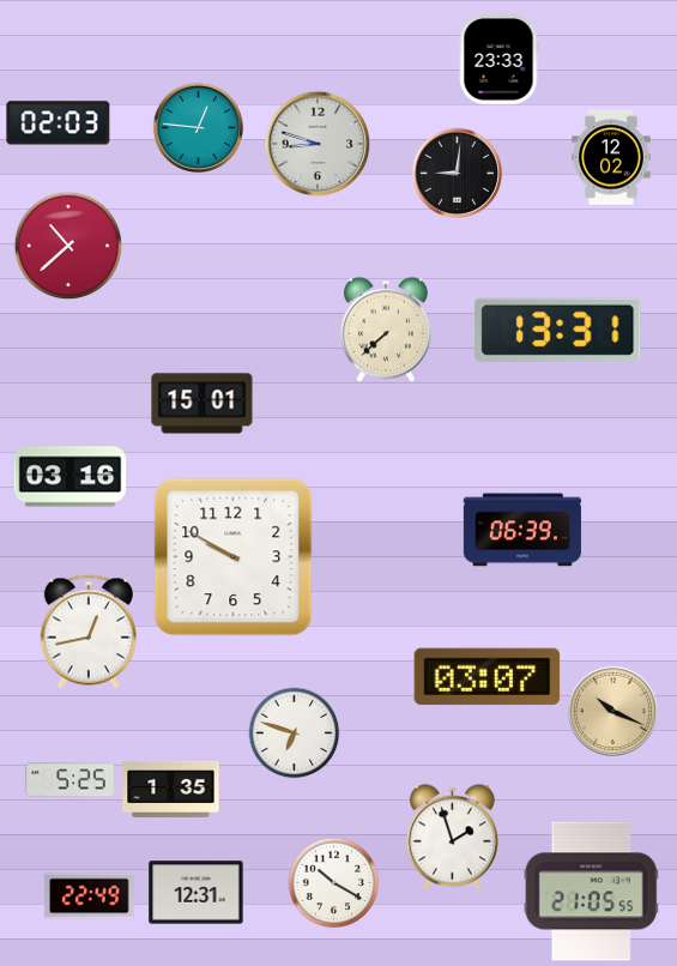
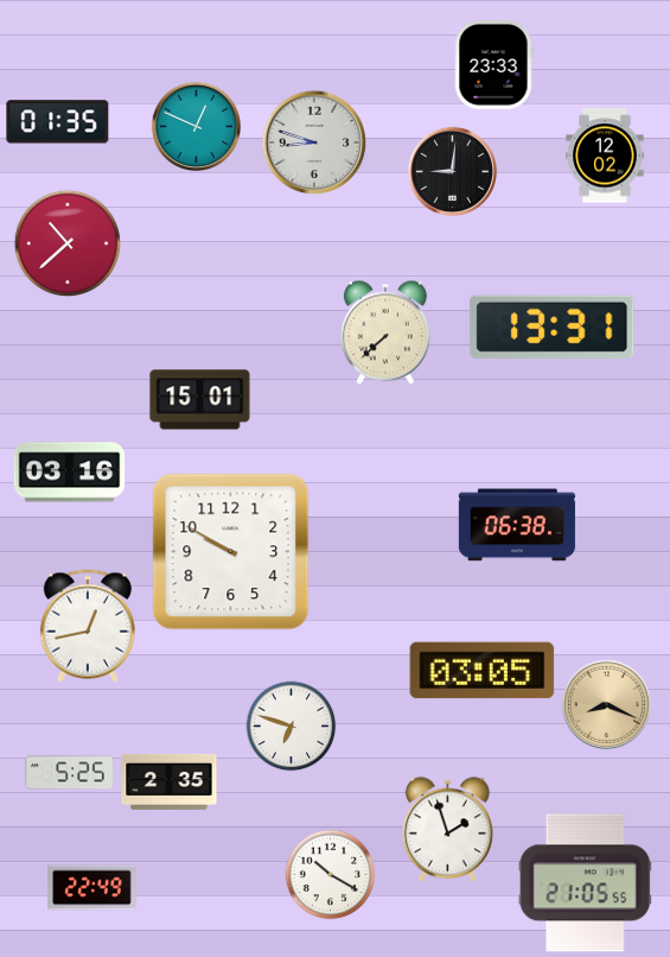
clock at (498, 60) position: (498, 60) -> (493, 65)
clock at (59, 123): 02:03 -> 01:35
clock at (198, 127): 12:46 -> 12:49
clock at (386, 330) position: (386, 330) -> (385, 332)
clock at (522, 530): 06:39 -> 06:38
clock at (488, 677): 03:07 -> 03:05
clock at (612, 711): 10:19 -> 8:19
clock at (171, 789): 1:35 -> 2:35
clock at (197, 893): 12:31 -> none
clock at (90, 896) position: (90, 896) -> (92, 888)
